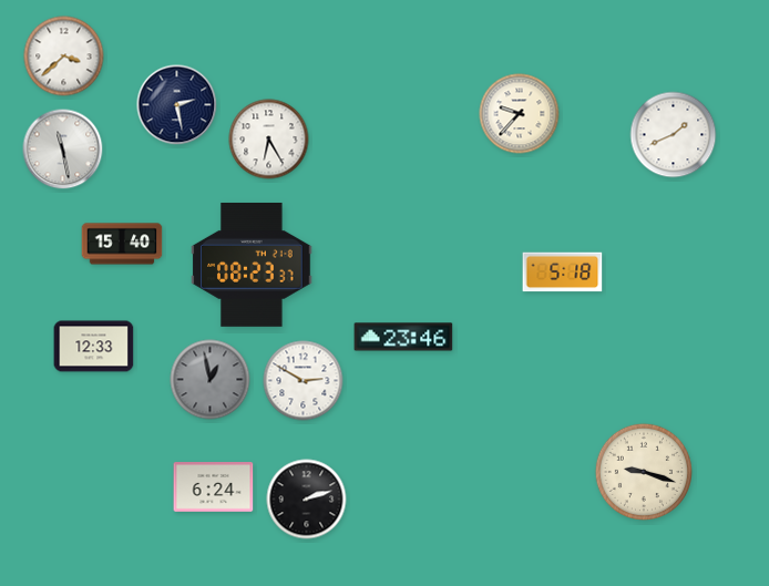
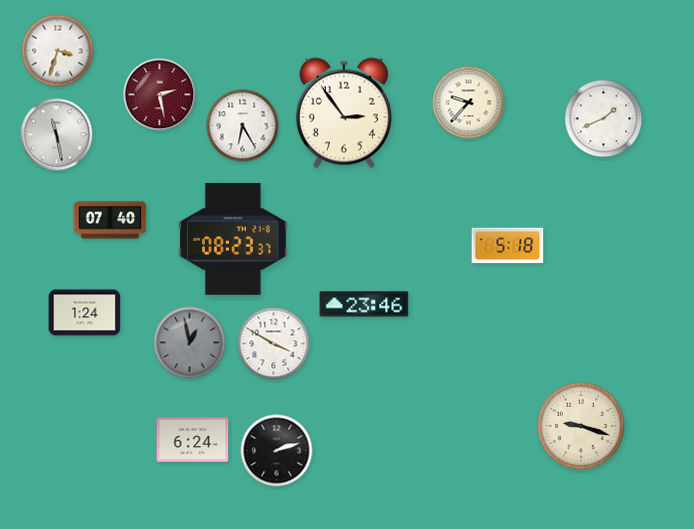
clock at (64, 56): 3:38 -> 3:33
clock at (177, 105) dial: navy -> burgundy
clock at (344, 113): none -> 2:54
clock at (674, 135) position: (674, 135) -> (604, 119)
clock at (122, 244): 15:40 -> 07:40
clock at (252, 265) position: (252, 265) -> (233, 239)
clock at (94, 347): 12:33 -> 1:24
clock at (304, 381): 2:50 -> 3:50
